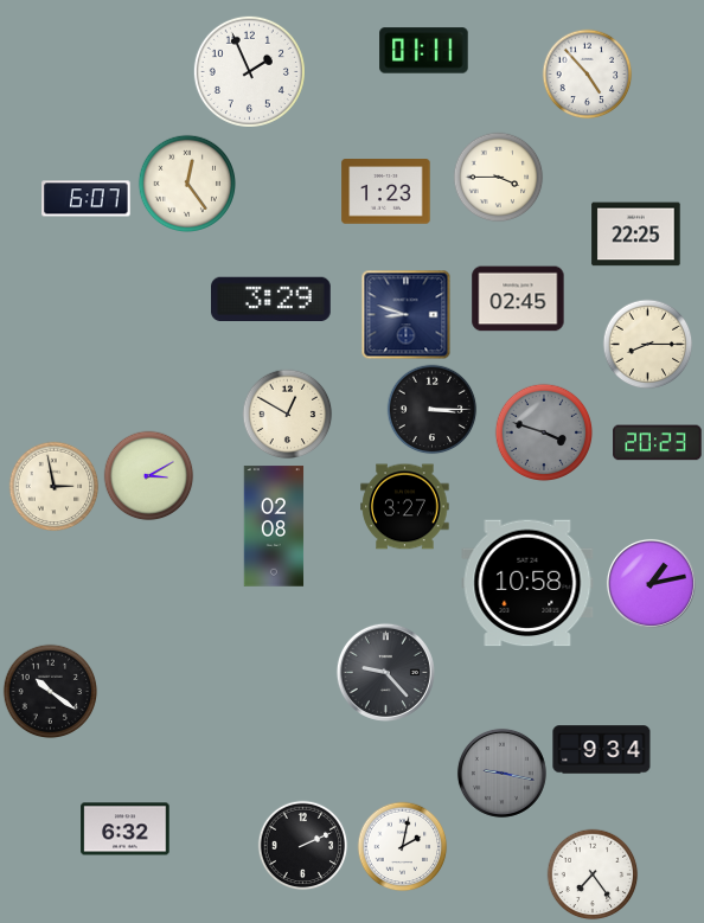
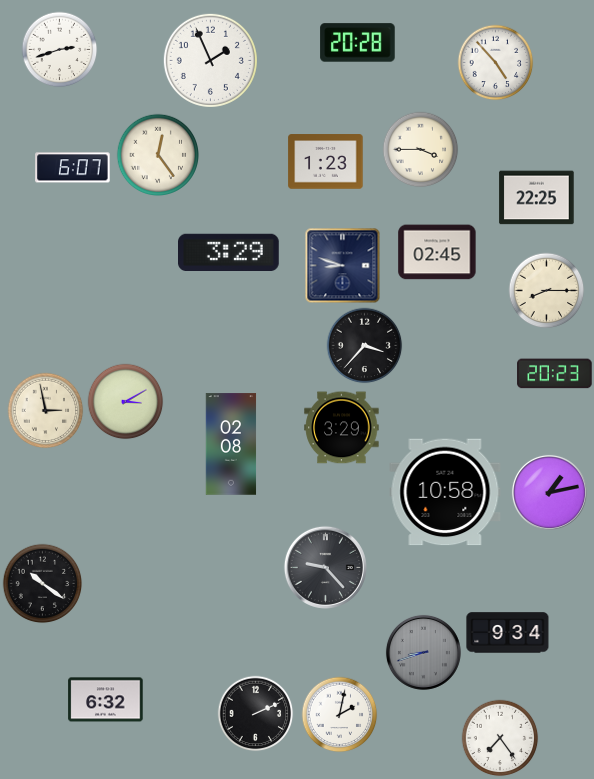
clock at (424, 51): 01:11 -> 20:28
clock at (60, 50): none -> 2:42
clock at (433, 410): 3:15 -> 3:37
clock at (288, 415): 12:50 -> none
clock at (544, 432): 3:48 -> none
clock at (405, 507): 3:27 -> 3:29
clock at (501, 773): 9:17 -> 8:42
